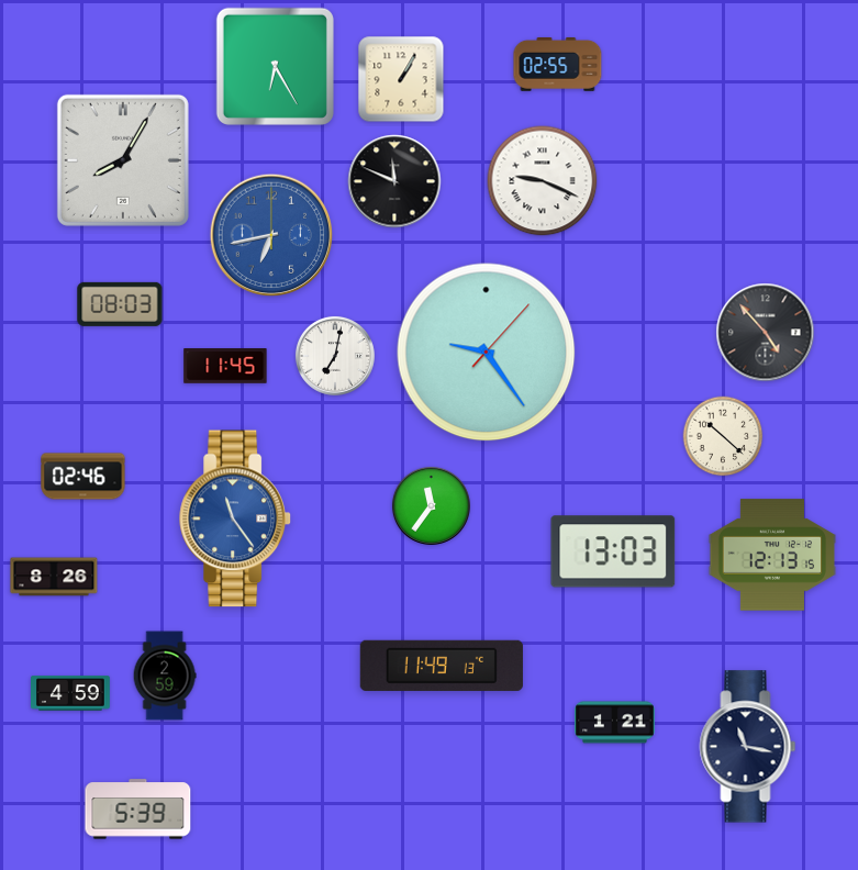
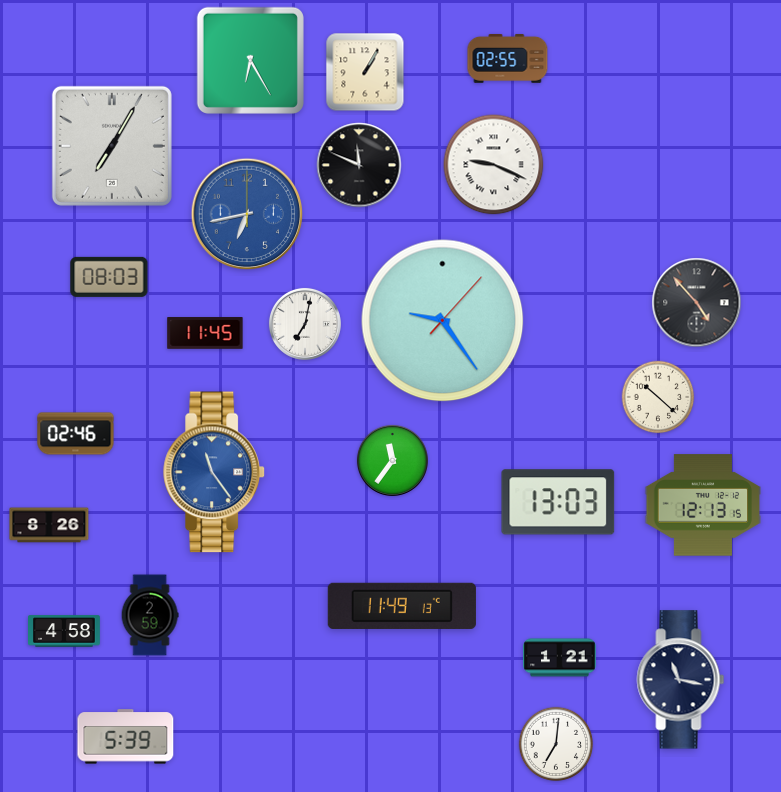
clock at (123, 160): 8:05 -> 7:05
clock at (71, 693): 4:59 -> 4:58
clock at (556, 744): none -> 7:01
